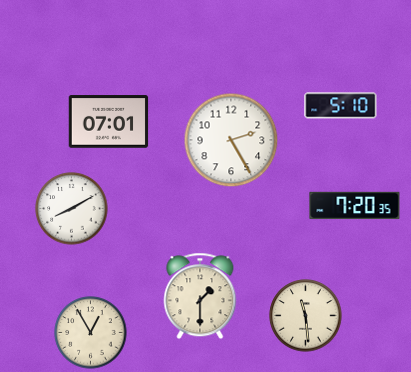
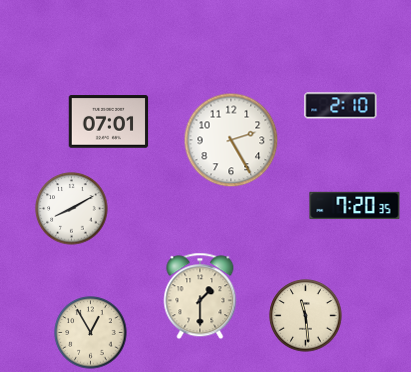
clock at (341, 106): 5:10 -> 2:10
